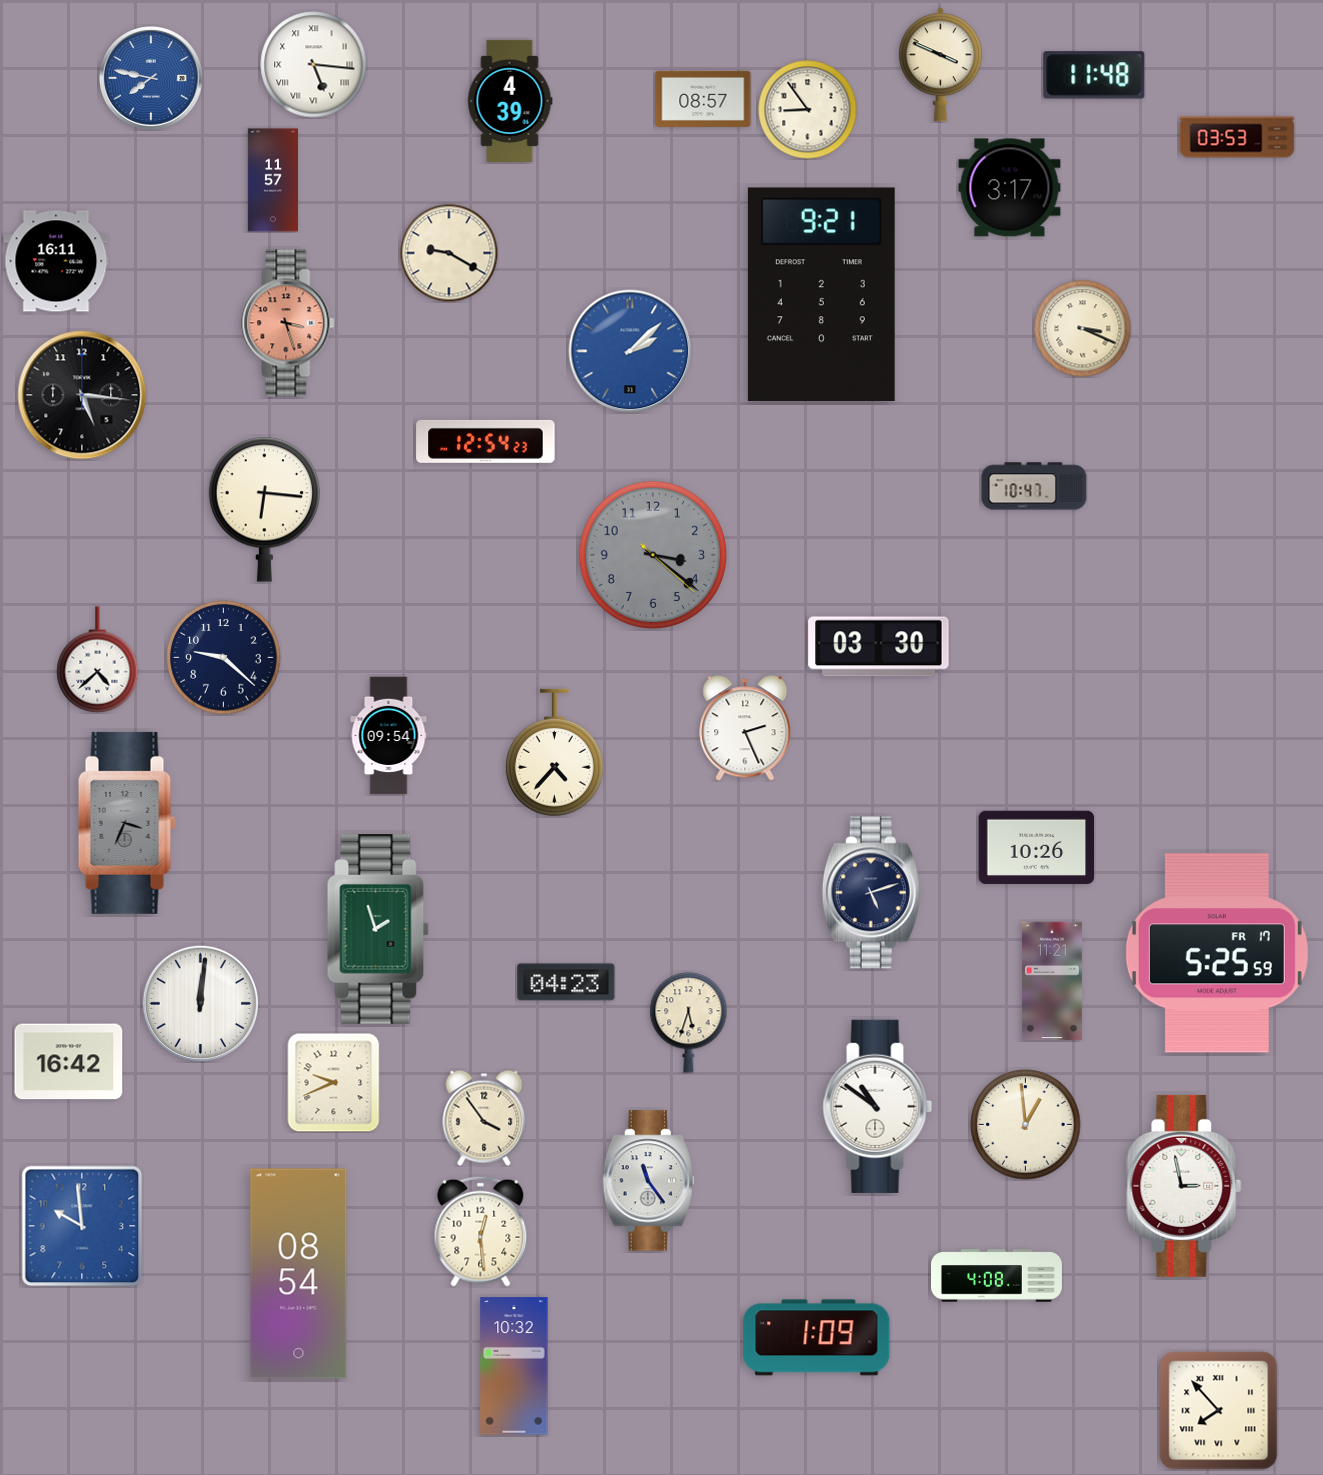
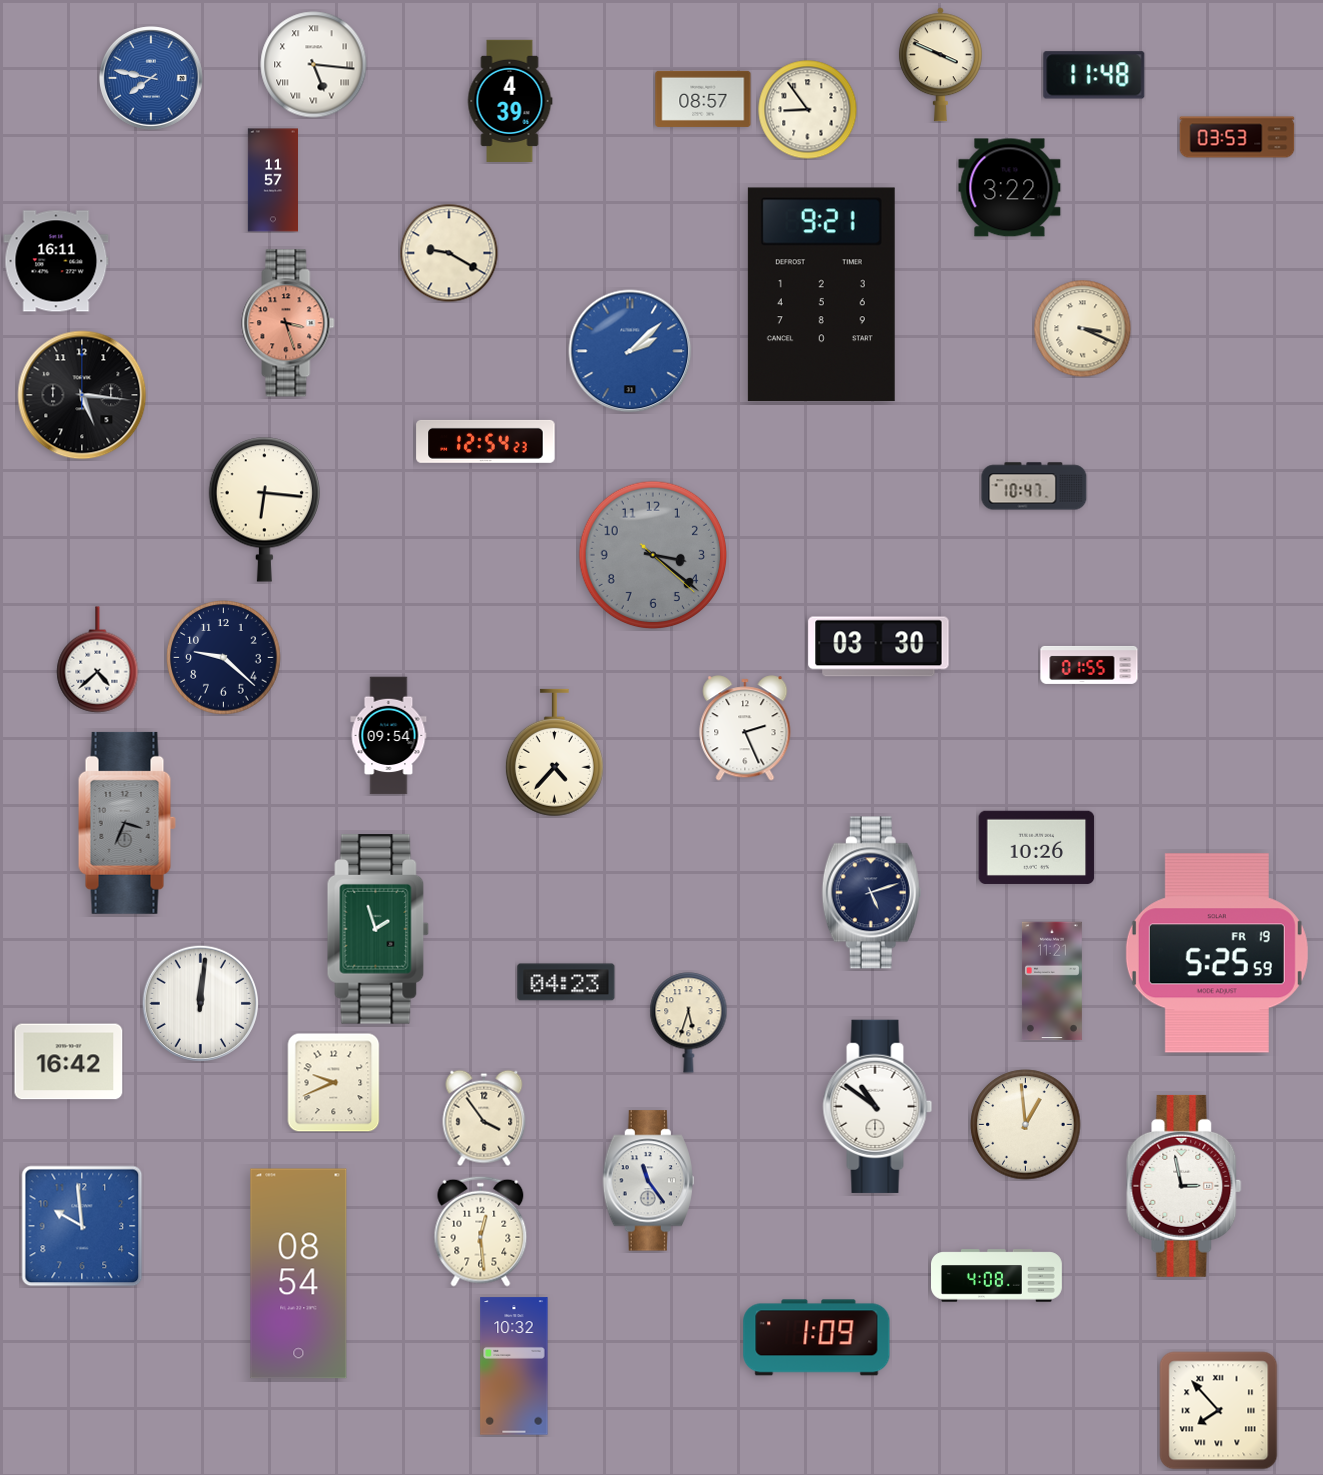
clock at (1010, 188): 3:17 -> 3:22
clock at (1089, 665): none -> 01:55
clock at (1217, 953) date: FR 17 -> FR 19
